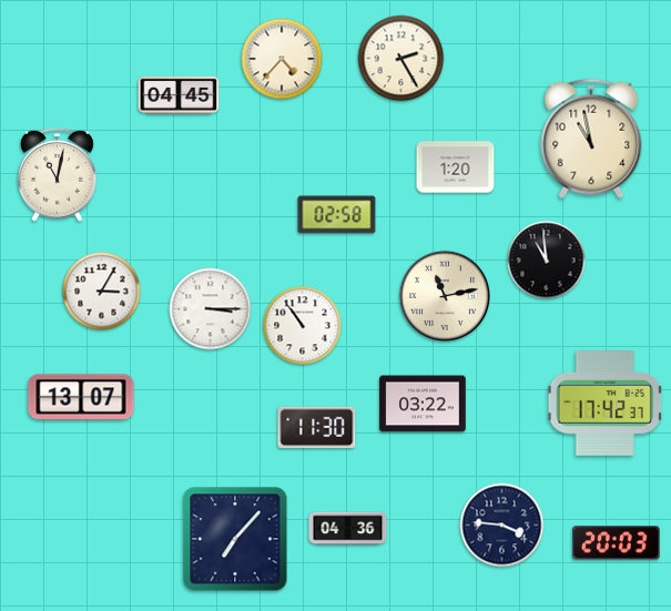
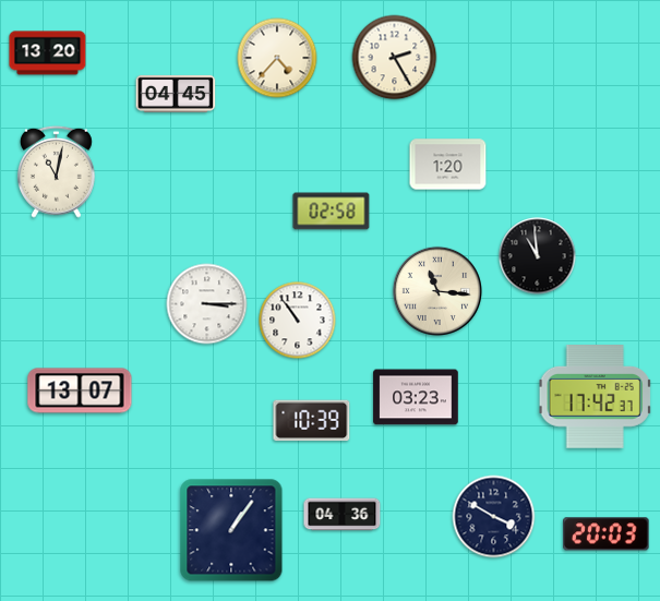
clock at (48, 53): none -> 13:20
clock at (591, 139): 10:58 -> none
clock at (102, 292): 3:05 -> none
clock at (445, 296): 11:13 -> 11:16
clock at (423, 404): 03:22 -> 03:23
clock at (317, 428): 11:30 -> 10:39
clock at (502, 526): 3:46 -> 3:50
clock at (348, 529) position: (348, 529) -> (343, 515)
clock at (235, 539): 7:07 -> 1:06
